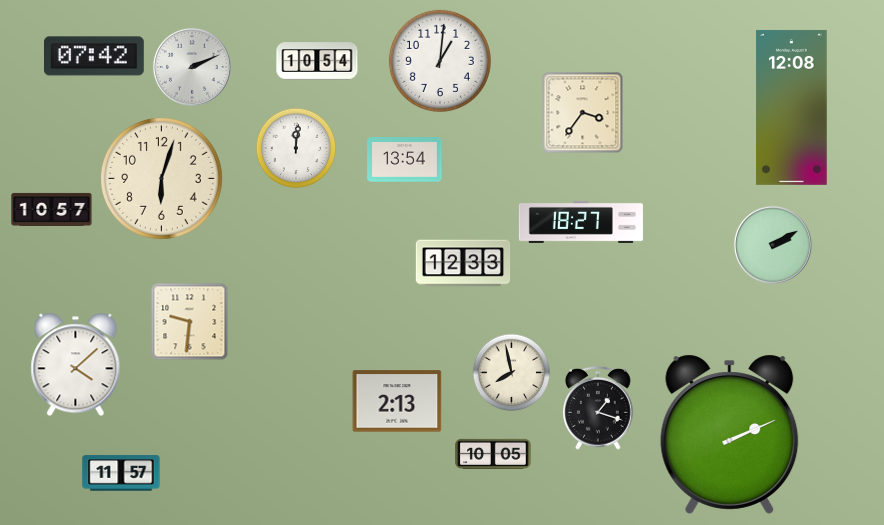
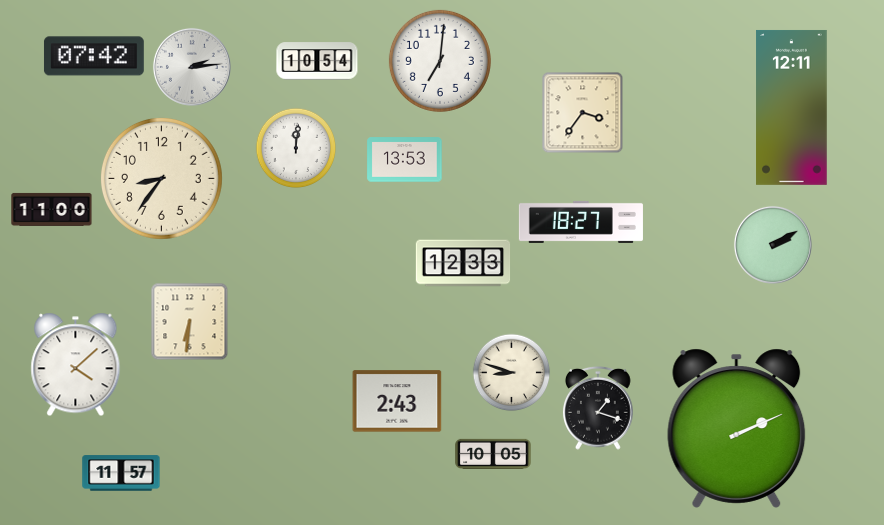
clock at (440, 61): 1:01 -> 7:01
clock at (192, 67): 2:11 -> 2:14
clock at (792, 107): 12:08 -> 12:11
clock at (405, 160): 13:54 -> 13:53
clock at (161, 178): 6:03 -> 8:36
clock at (52, 209): 10:57 -> 11:00
clock at (190, 322): 9:31 -> 6:31
clock at (512, 373): 7:58 -> 8:48
clock at (397, 401): 2:13 -> 2:43
clock at (730, 434) position: (730, 434) -> (737, 428)
